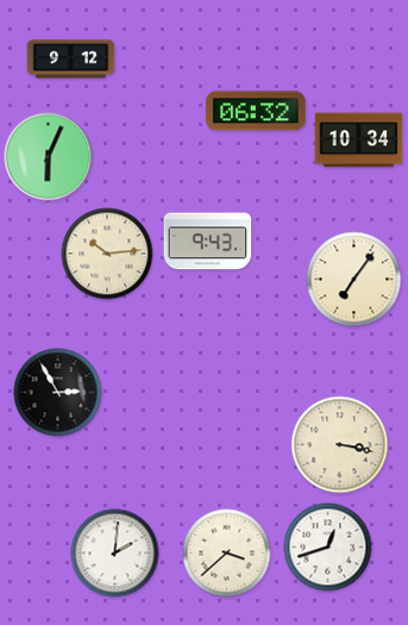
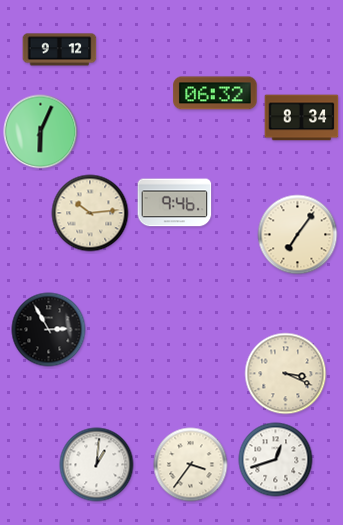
clock at (359, 140): 10:34 -> 8:34
clock at (208, 242): 9:43 -> 9:46
clock at (340, 445): 3:17 -> 3:19
clock at (115, 554): 2:01 -> 1:01
clock at (227, 554): 3:38 -> 3:36
